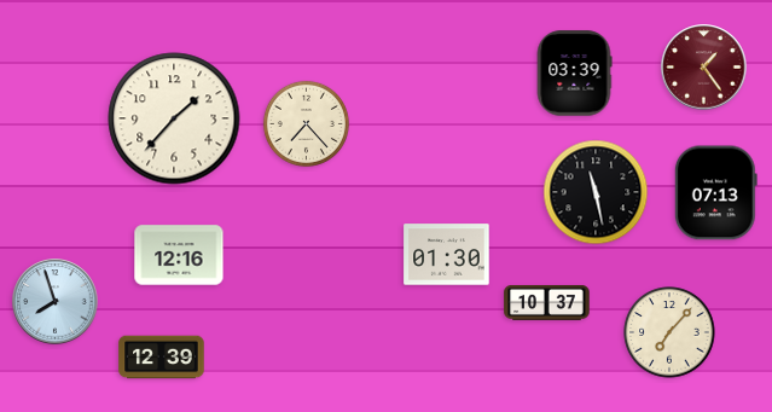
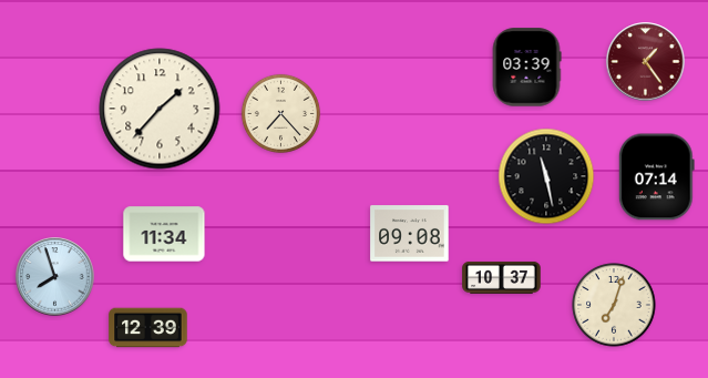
clock at (715, 193): 07:13 -> 07:14
clock at (179, 255): 12:16 -> 11:34
clock at (447, 255): 01:30 -> 09:08
clock at (56, 302) position: (56, 302) -> (55, 277)
clock at (669, 332): 7:07 -> 7:03
